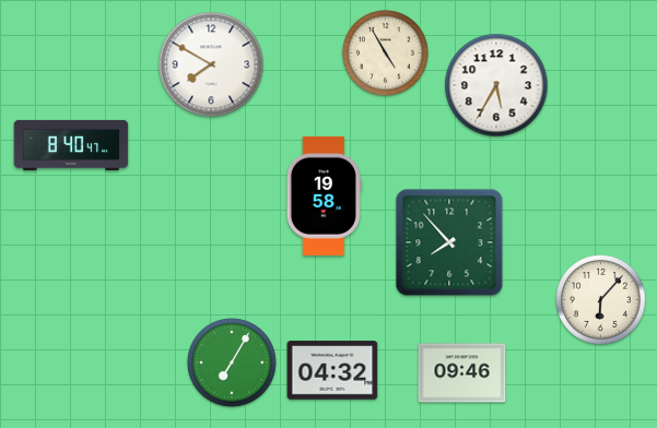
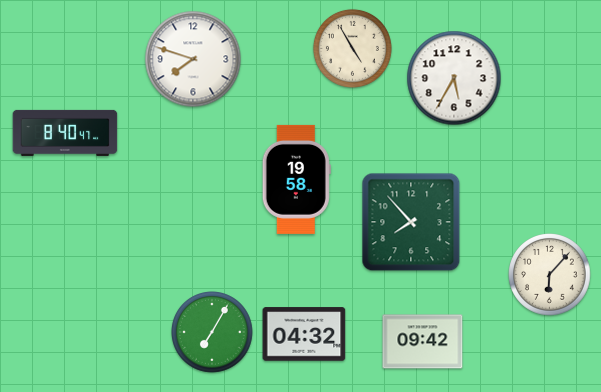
clock at (211, 64): 7:50 -> 7:48
clock at (332, 370) position: (332, 370) -> (304, 334)
clock at (462, 373): 09:46 -> 09:42
